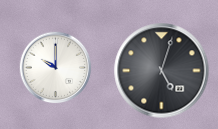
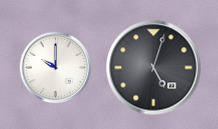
clock at (162, 71) position: (162, 71) -> (154, 68)
